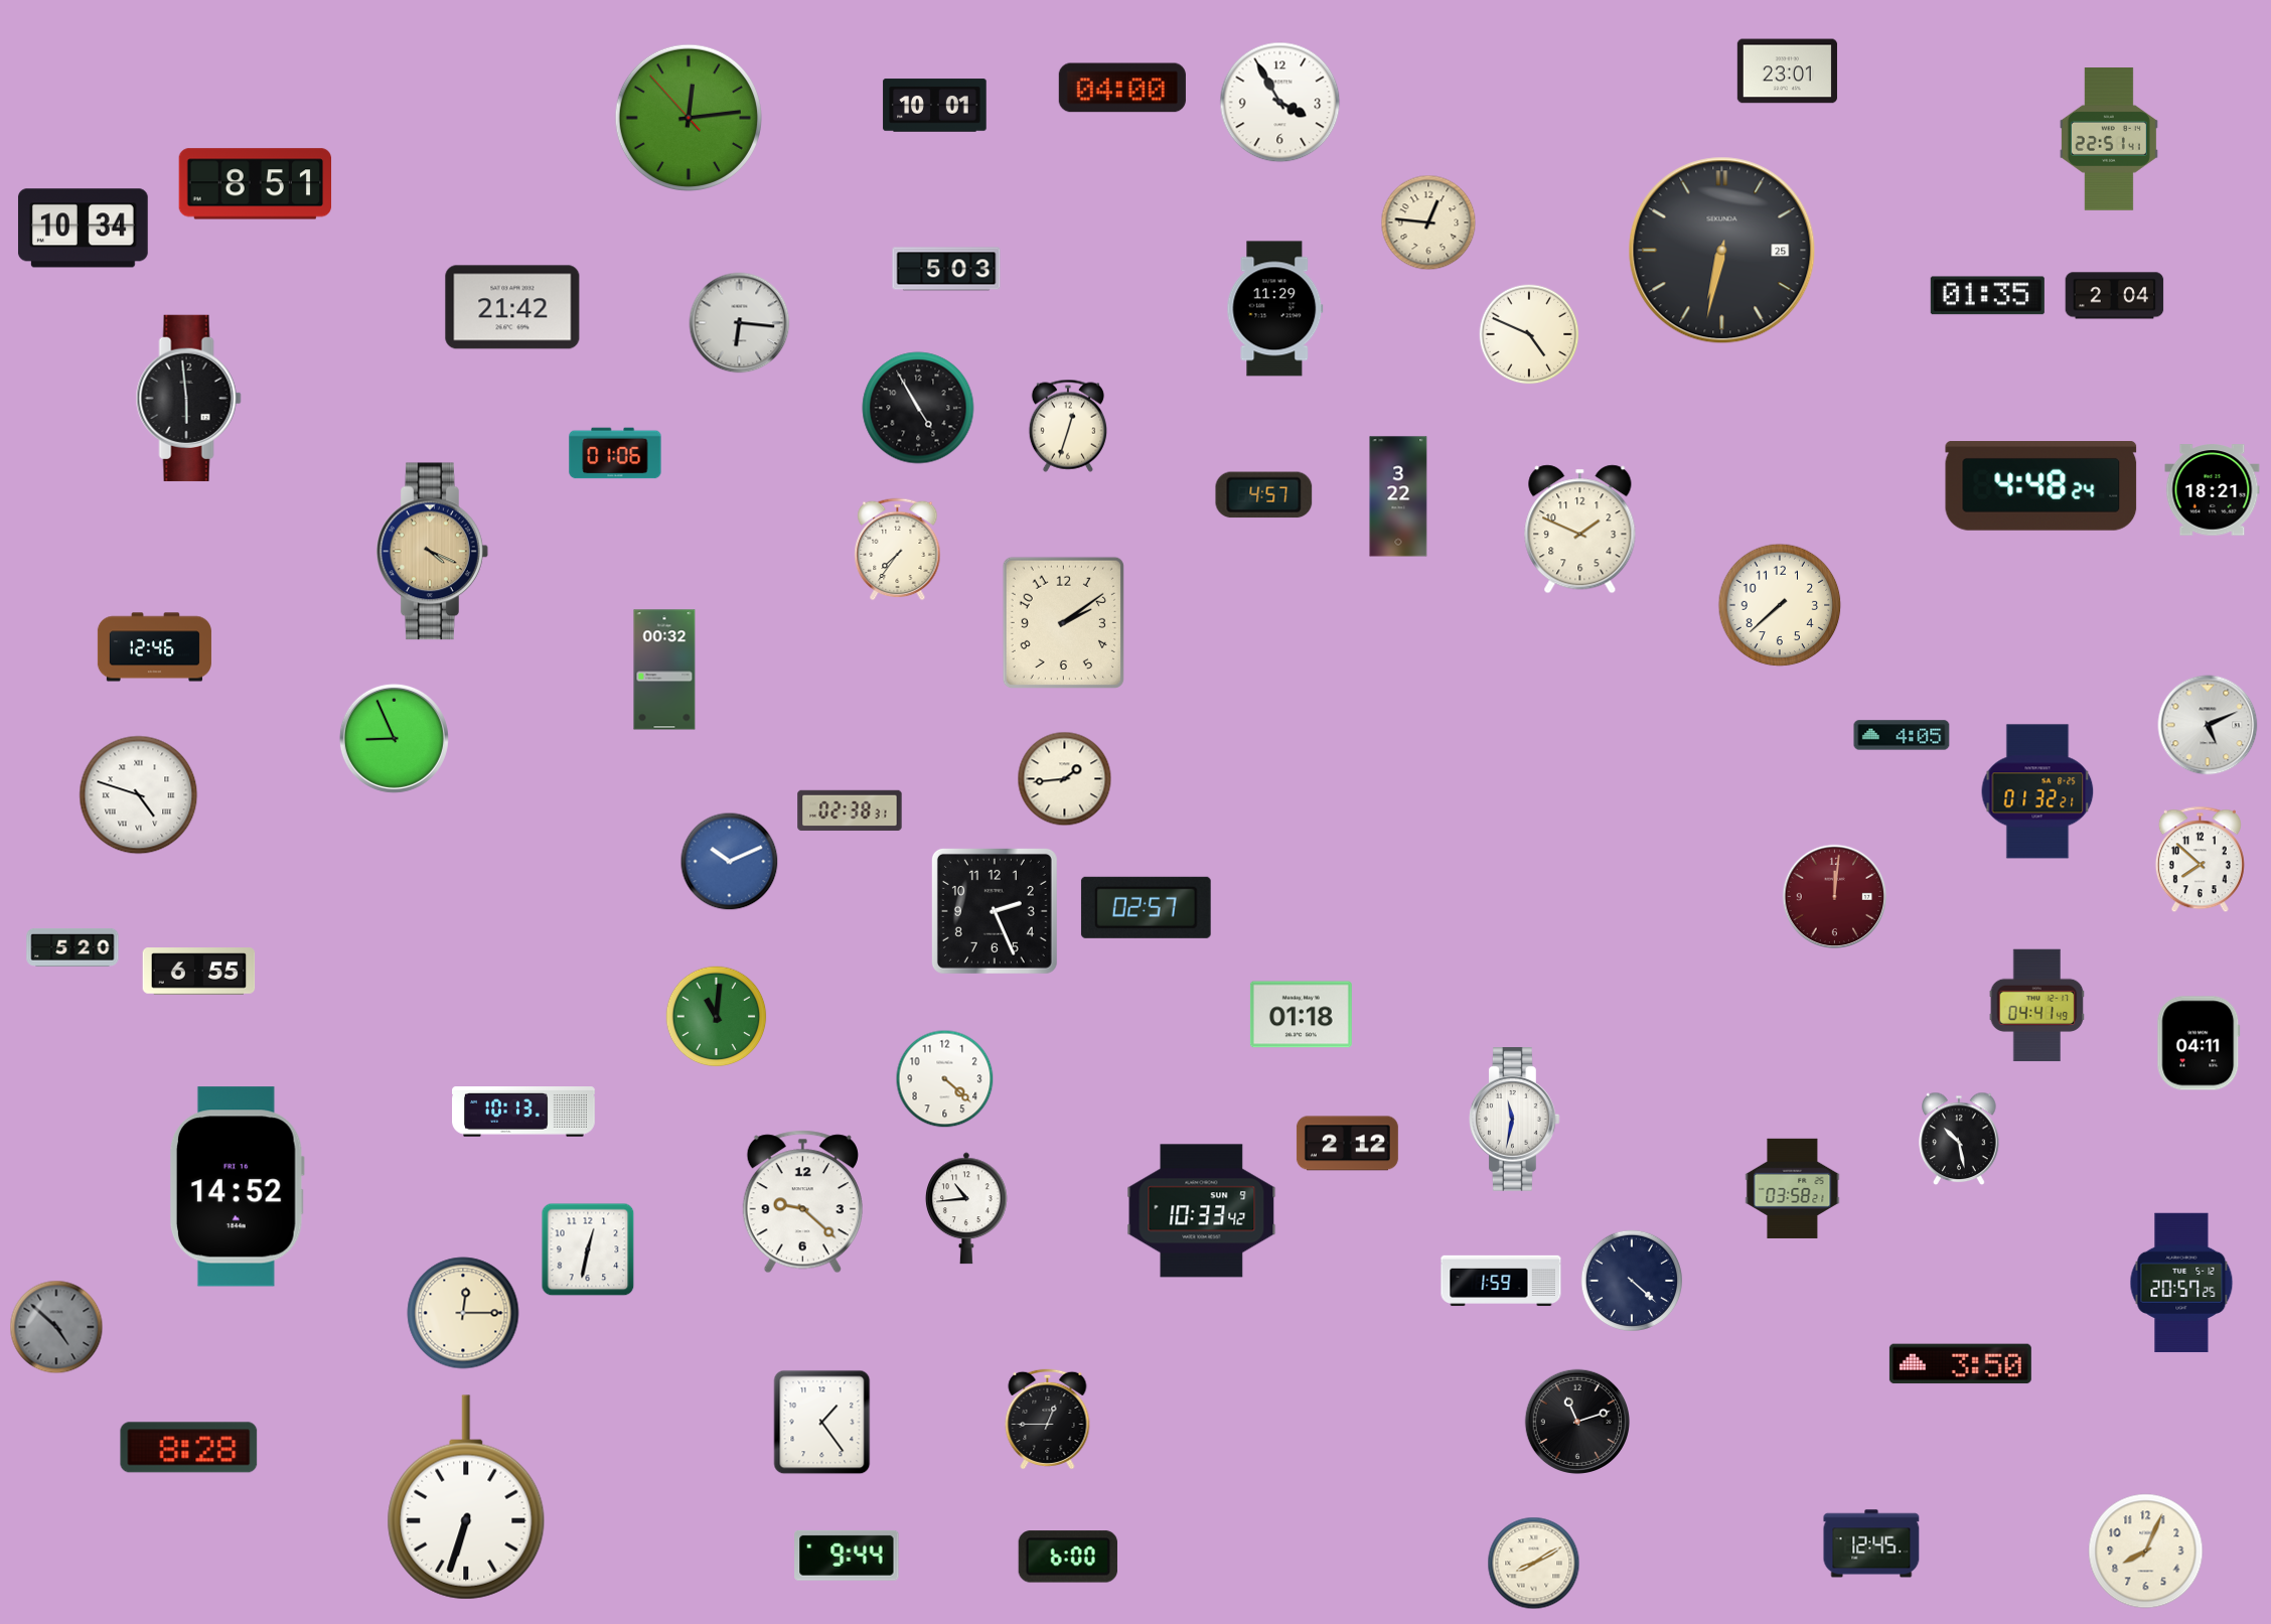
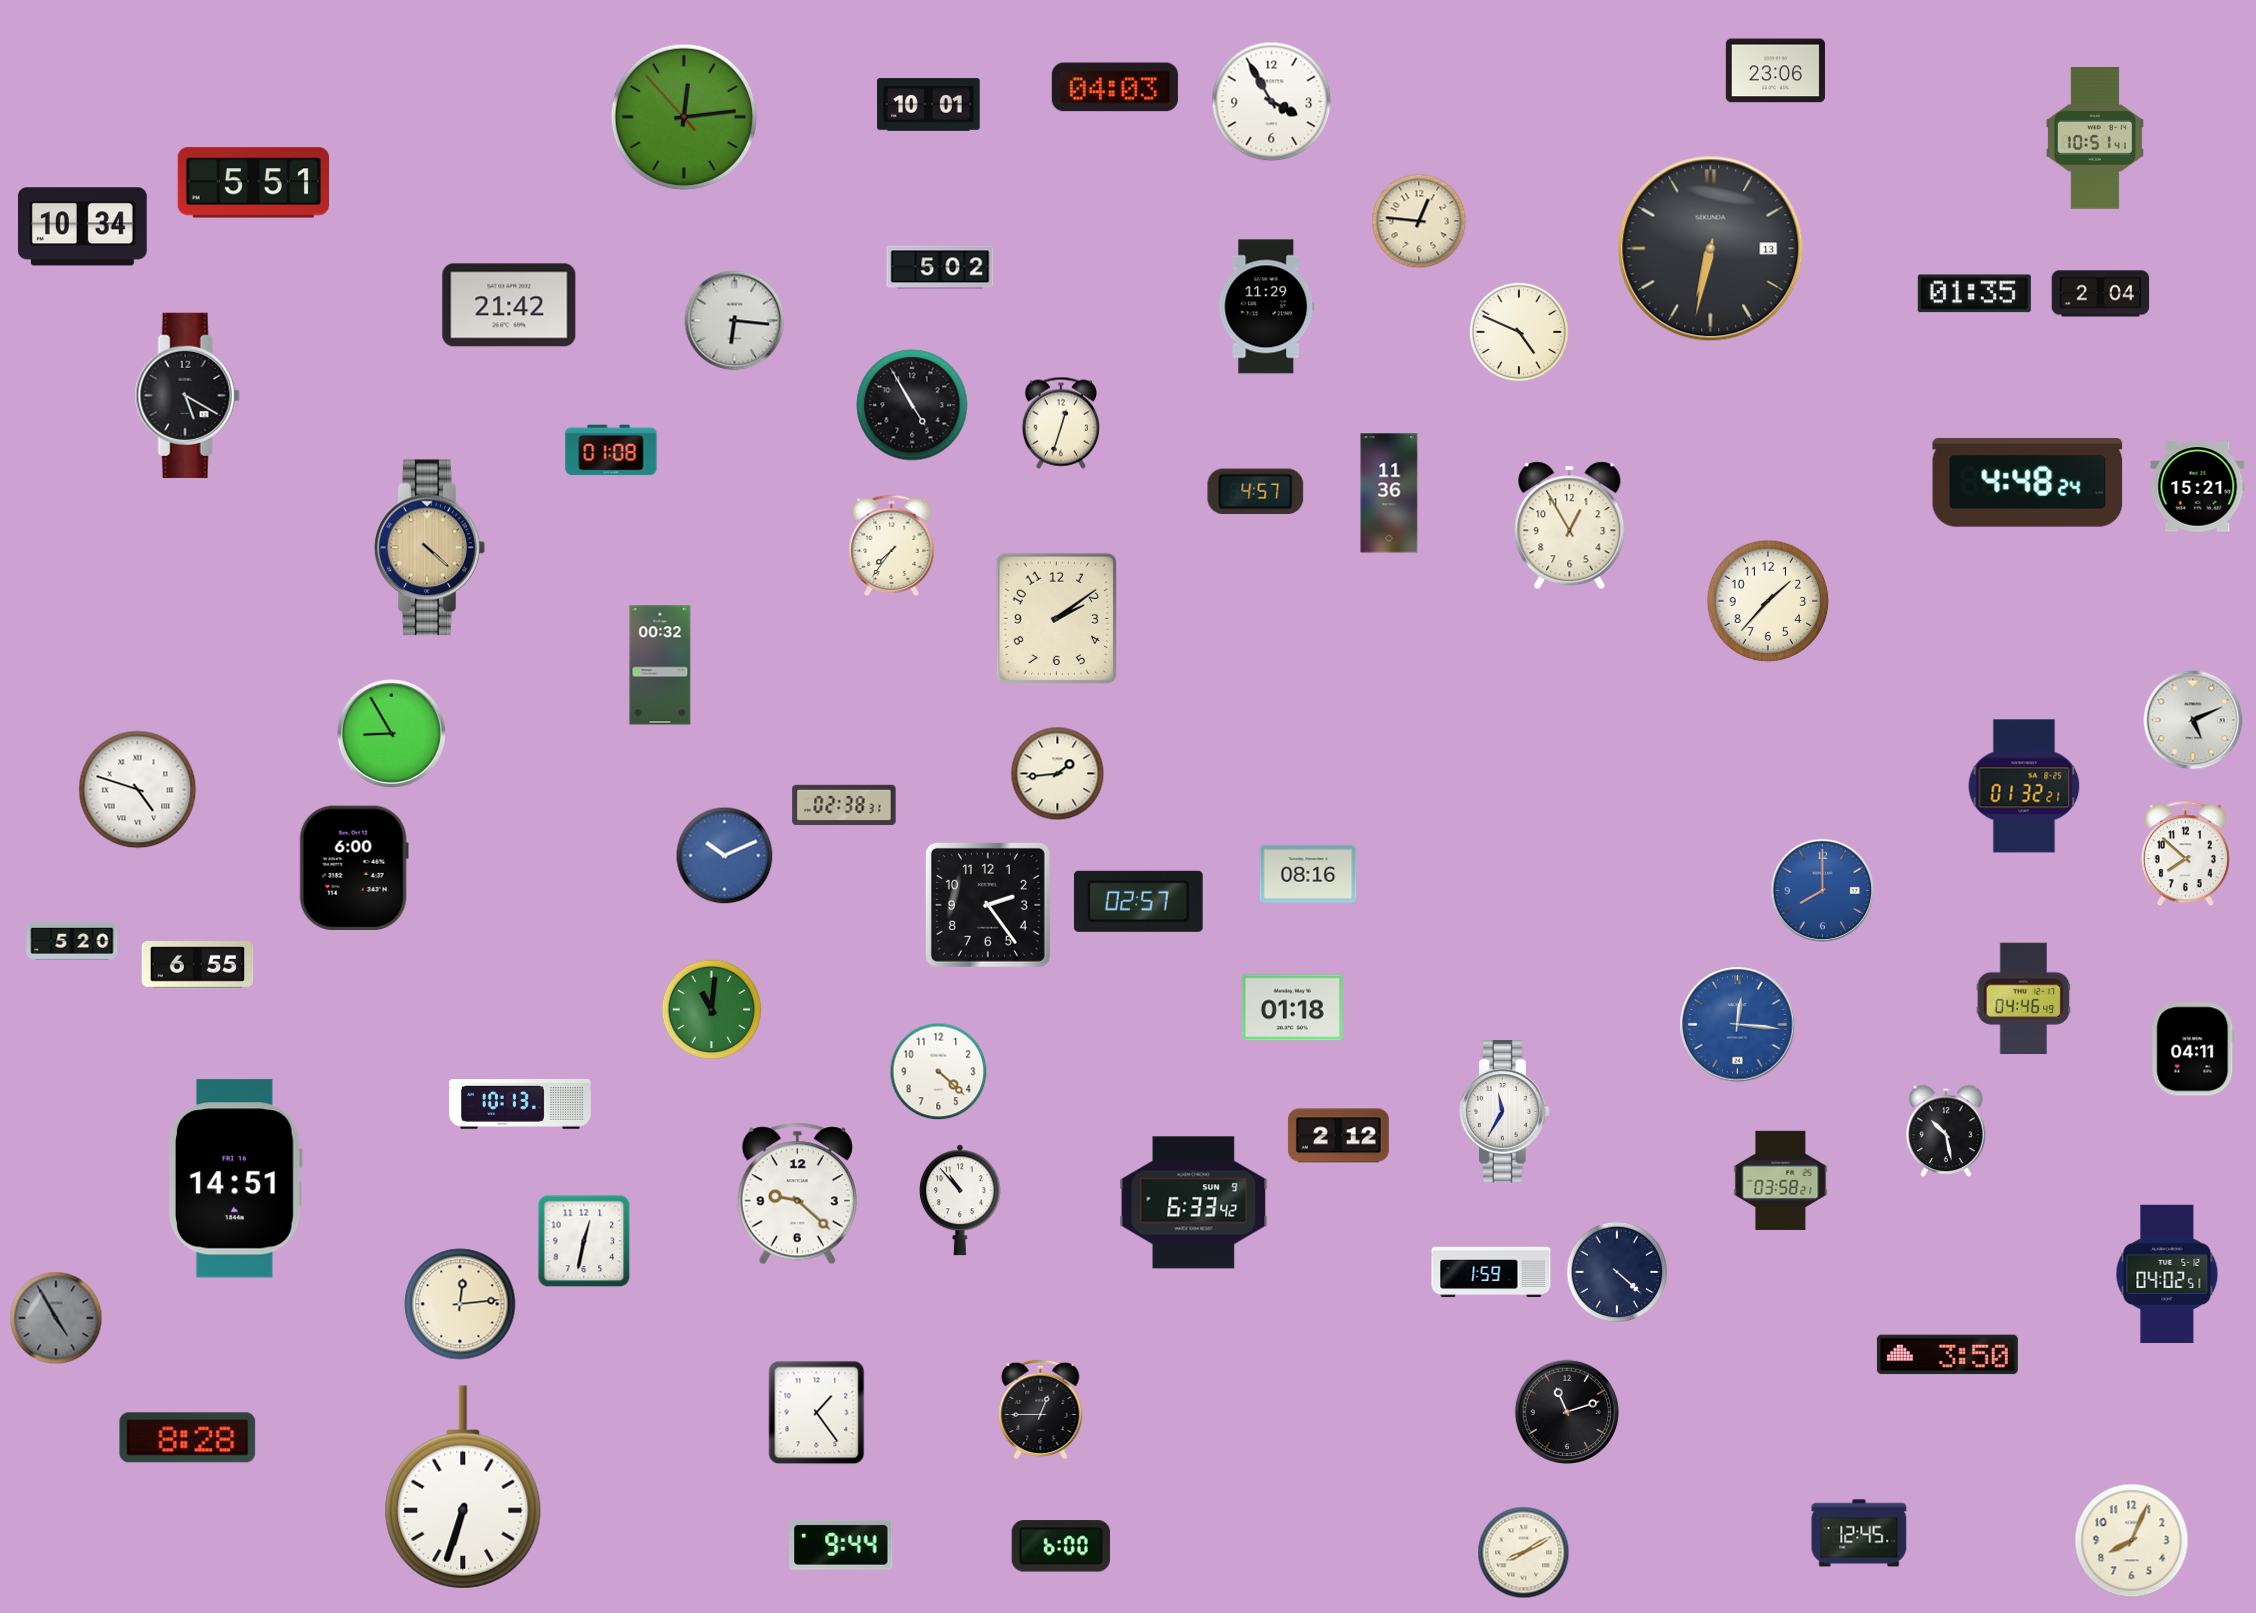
clock at (1787, 71): 23:01 -> 23:06
clock at (1122, 88): 04:00 -> 04:03
clock at (2109, 140): 22:51 -> 10:51
clock at (256, 184): 8:51 -> 5:51
clock at (1722, 251) date: 25 -> 13
clock at (946, 269): 5:03 -> 5:02
clock at (188, 398): 5:59 -> 5:20
clock at (615, 453): 01:06 -> 01:08
clock at (2213, 490): 18:21 -> 15:21
clock at (1398, 496): 3:22 -> 11:36
clock at (1580, 530): 1:49 -> 12:55
clock at (433, 552): 4:19 -> 4:22
clock at (1780, 605): 7:38 -> 1:37
clock at (154, 647): 12:46 -> none
clock at (1902, 735): 4:05 -> none
clock at (394, 738): 8:56 -> 8:55
clock at (354, 868): none -> 6:00
clock at (1308, 874): none -> 08:16
clock at (1835, 897): 12:01 -> 8:00
clock at (1835, 897) dial: burgundy -> blue
clock at (995, 911): 2:26 -> 2:24
clock at (2037, 1006): 04:41 -> 04:46
clock at (1738, 1025): none -> 12:16
clock at (2199, 1043) position: (2199, 1043) -> (2193, 1049)
clock at (1515, 1120): 11:32 -> 11:35
clock at (237, 1187): 14:52 -> 14:51
clock at (966, 1208): 10:44 -> 10:53
clock at (1202, 1211): 10:33 -> 6:33
clock at (1631, 1280) position: (1631, 1280) -> (1616, 1271)
clock at (2181, 1283): 20:57 -> 04:02
clock at (463, 1313): 12:15 -> 12:14
clock at (56, 1327): 4:52 -> 4:55
